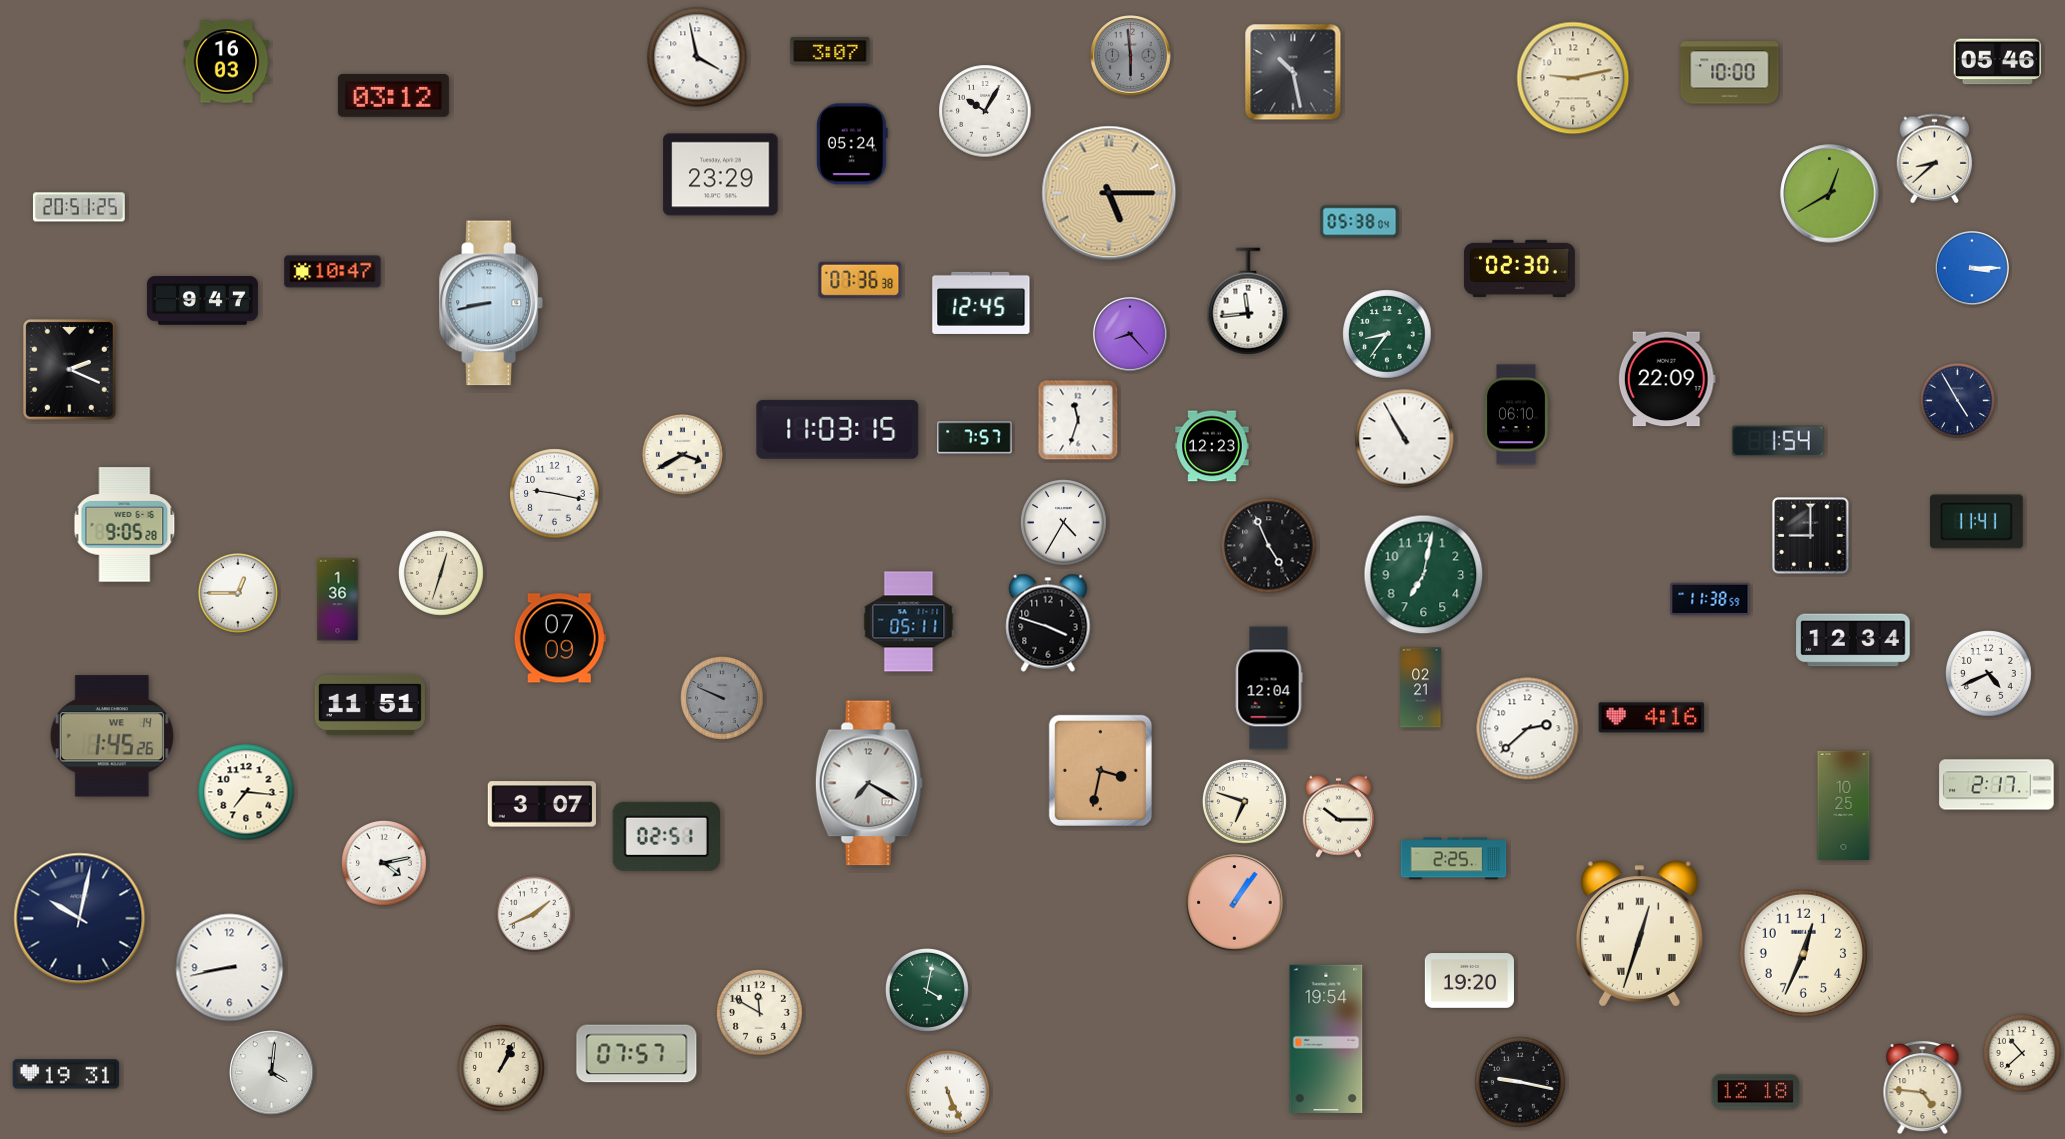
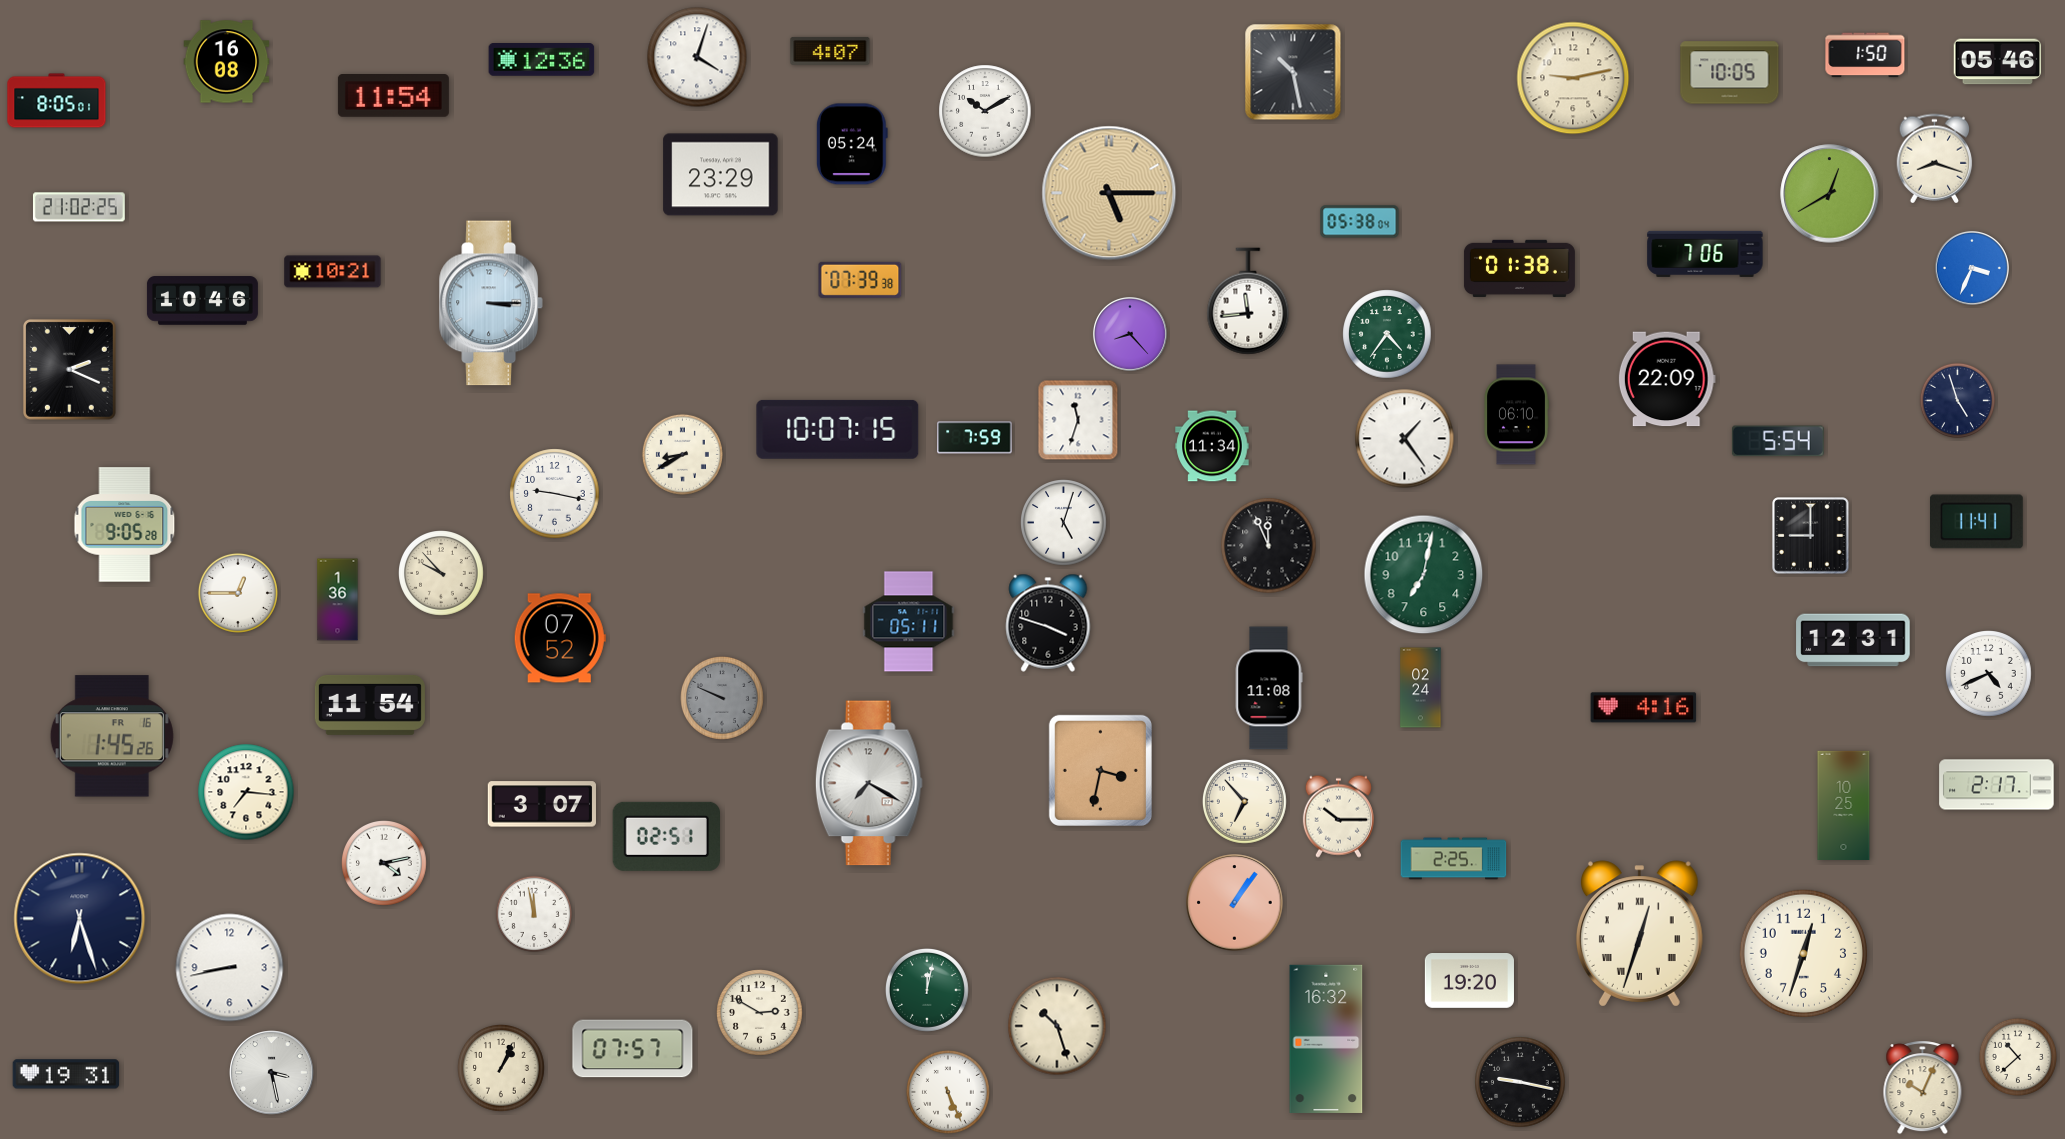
clock at (830, 51): 3:07 -> 4:07
clock at (1865, 55): none -> 1:50
clock at (1131, 56): 5:59 -> none
clock at (697, 57): 3:58 -> 4:03
clock at (542, 60): none -> 12:36
clock at (227, 62): 16:03 -> 16:08
clock at (1730, 73): 10:00 -> 10:05
clock at (393, 96): 03:12 -> 11:54
clock at (57, 101): none -> 8:05
clock at (985, 111): 10:05 -> 10:10
clock at (1935, 159): 8:38 -> 8:18
clock at (79, 207): 20:51 -> 21:02
clock at (1705, 254): none -> 7:06
clock at (1519, 268): 02:30 -> 01:38
clock at (1972, 268): 3:15 -> 3:34
clock at (333, 272): 10:47 -> 10:21
clock at (860, 280): 07:36 -> 07:39
clock at (202, 301): 9:47 -> 10:46
clock at (491, 303): 8:43 -> 3:15
clock at (981, 303): 12:45 -> none
clock at (1387, 334): 8:36 -> 4:36
clock at (1958, 401): 4:55 -> 4:57
clock at (838, 429): 11:03 -> 10:07
clock at (975, 438): 7:57 -> 7:59
clock at (1405, 439): 10:55 -> 1:24
clock at (1778, 441): 1:54 -> 5:54
clock at (1212, 446): 12:23 -> 11:34
clock at (682, 454): 3:40 -> 8:40
clock at (1064, 523): 4:35 -> 5:03
clock at (1269, 546): 4:56 -> 11:56
clock at (442, 574): 12:33 -> 9:53
clock at (1710, 599): 11:38 -> none
clock at (560, 638): 07:09 -> 07:52
clock at (1853, 640): 12:34 -> 12:31
clock at (1269, 688): 12:04 -> 11:08
clock at (1421, 688): 02:21 -> 02:24
clock at (370, 705): 11:51 -> 11:54
clock at (1652, 718) position: (1652, 718) -> (1644, 708)
clock at (1528, 729): 2:38 -> none
clock at (112, 736) date: WE 14 -> FR 16
clock at (1244, 801): 6:48 -> 6:53
clock at (533, 913): 1:41 -> 11:58
clock at (80, 919): 10:02 -> 6:27
clock at (1803, 953): 12:34 -> 12:33
clock at (927, 990): 4:02 -> 12:02
clock at (760, 1013): 11:50 -> 2:50
clock at (1057, 1026): none -> 10:27
clock at (1326, 1038): 19:54 -> 16:32
clock at (2022, 1053) position: (2022, 1053) -> (2018, 1057)
clock at (637, 1054) position: (637, 1054) -> (633, 1049)
clock at (272, 1073): 4:01 -> 3:28
clock at (1923, 1088): 4:46 -> 10:04
clock at (1756, 1092): 12:18 -> none
